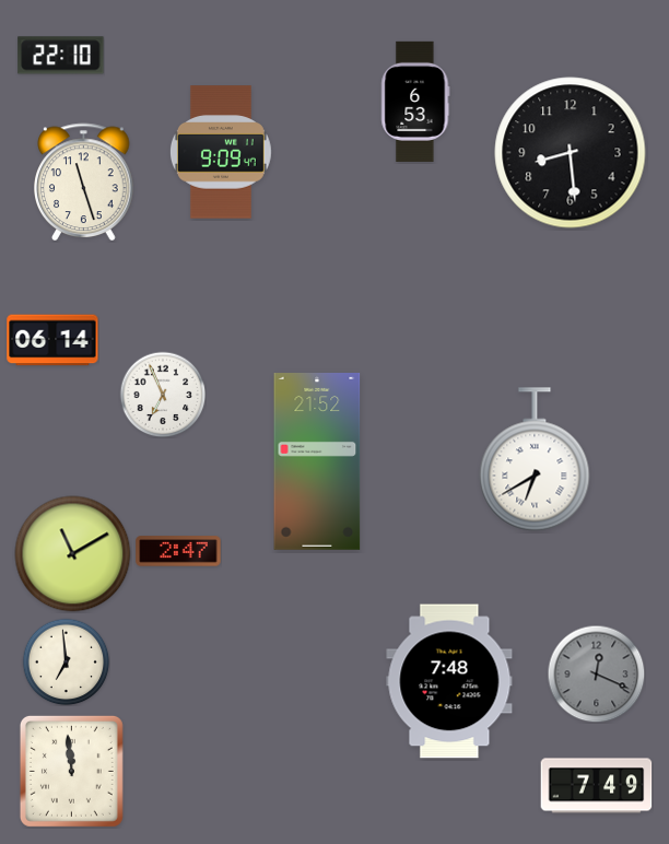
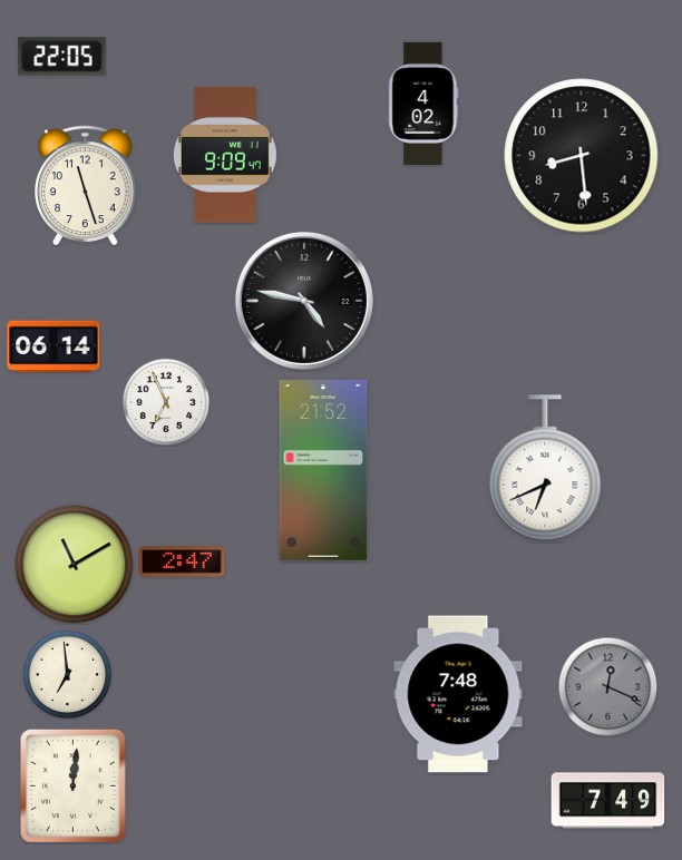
clock at (61, 56): 22:10 -> 22:05
clock at (415, 102): 6:53 -> 4:02
clock at (304, 301): none -> 4:47
clock at (535, 459): 6:40 -> 6:41
clock at (71, 771): 11:59 -> 12:01
